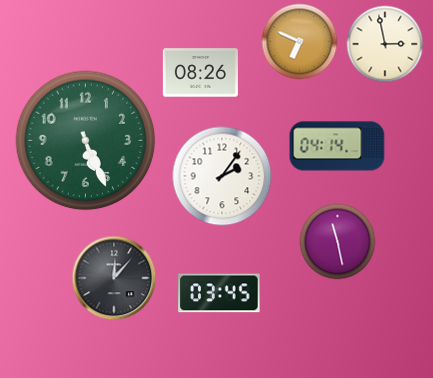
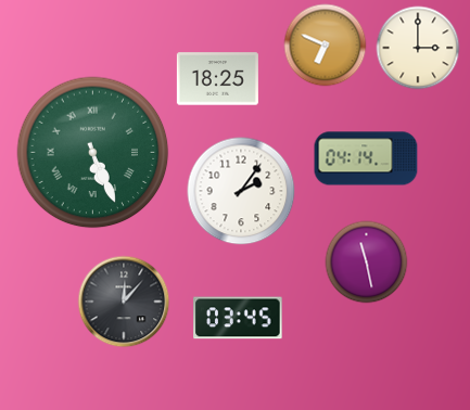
clock at (385, 44): 2:58 -> 3:00
clock at (200, 73): 08:26 -> 18:25
clock at (86, 141) numerals: Arabic -> Roman
